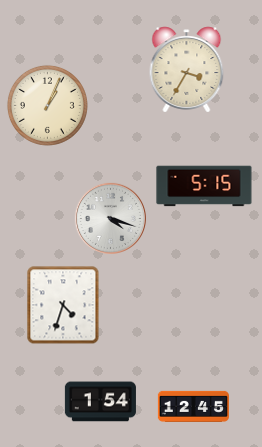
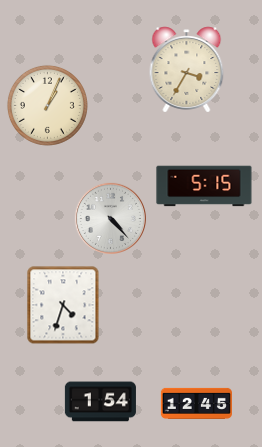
clock at (110, 218): 4:18 -> 4:23
clock at (193, 406) position: (193, 406) -> (196, 403)
